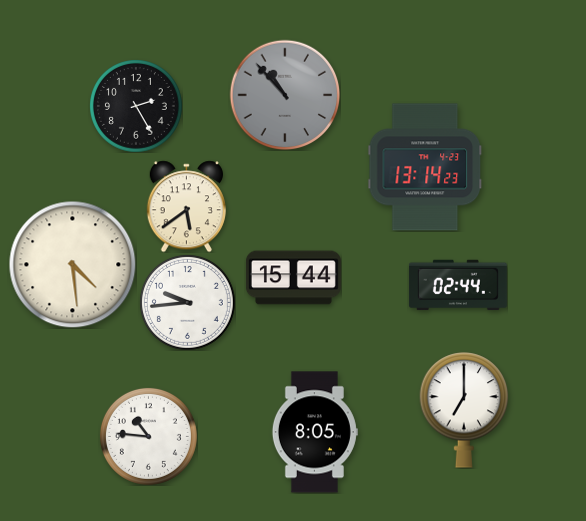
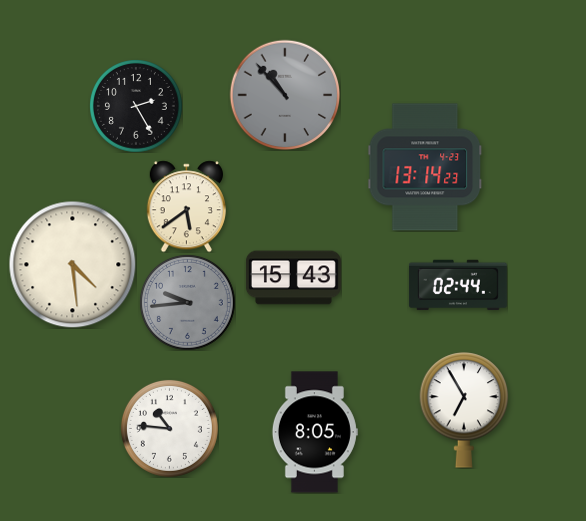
clock at (293, 278): 15:44 -> 15:43
clock at (187, 302) dial: white -> grey
clock at (464, 410): 7:00 -> 6:55
clock at (148, 436) position: (148, 436) -> (169, 428)
